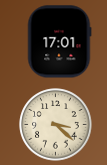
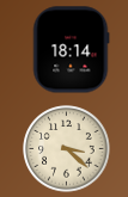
clock at (59, 42): 17:01 -> 18:14
